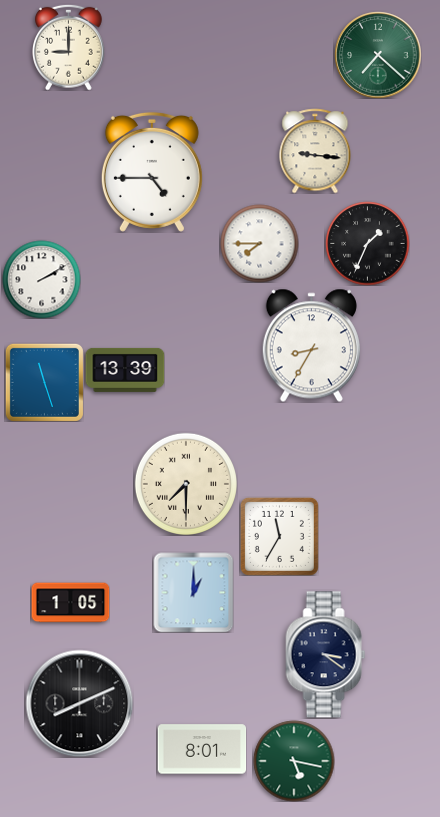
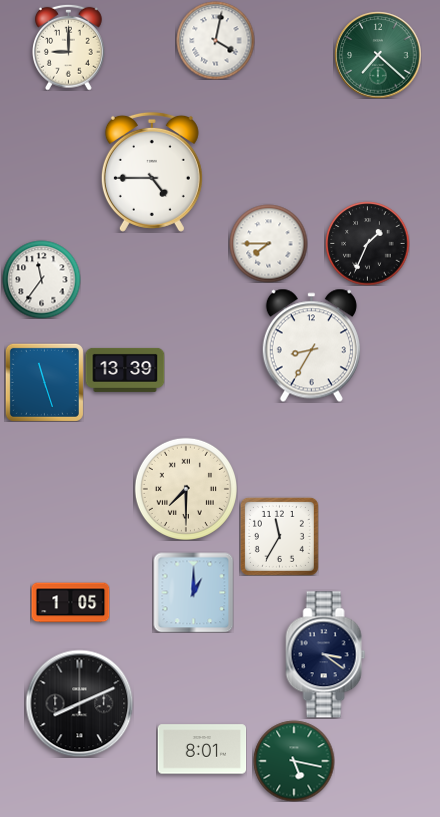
clock at (215, 40): none -> 4:02
clock at (315, 151): 9:16 -> none
clock at (259, 243) position: (259, 243) -> (268, 243)
clock at (41, 279): 2:10 -> 11:36
clock at (186, 484) position: (186, 484) -> (186, 489)
